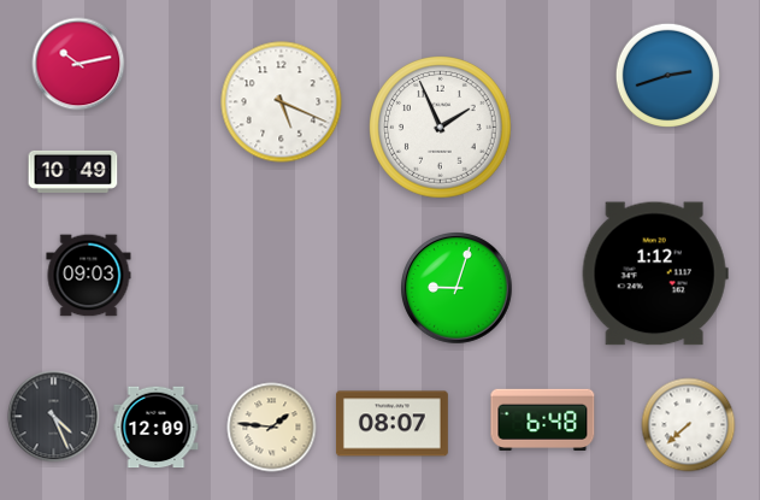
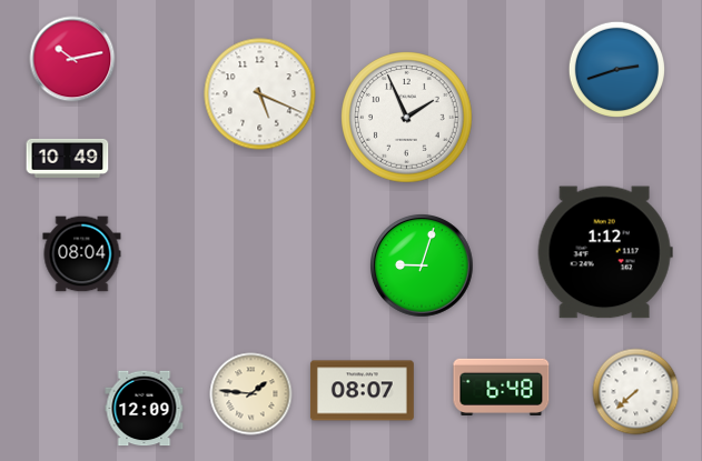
clock at (89, 276): 09:03 -> 08:04
clock at (54, 417): 4:26 -> none
clock at (157, 428) position: (157, 428) -> (145, 409)
